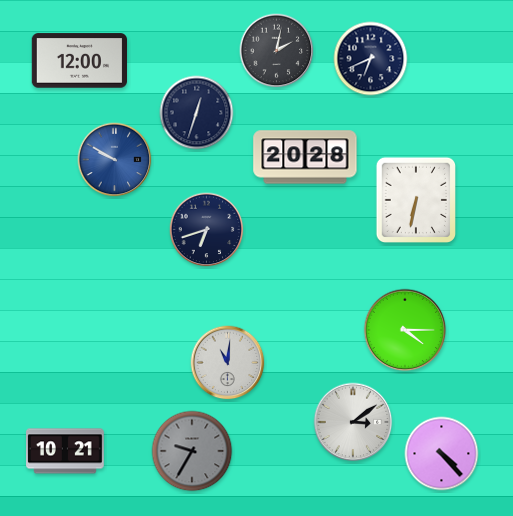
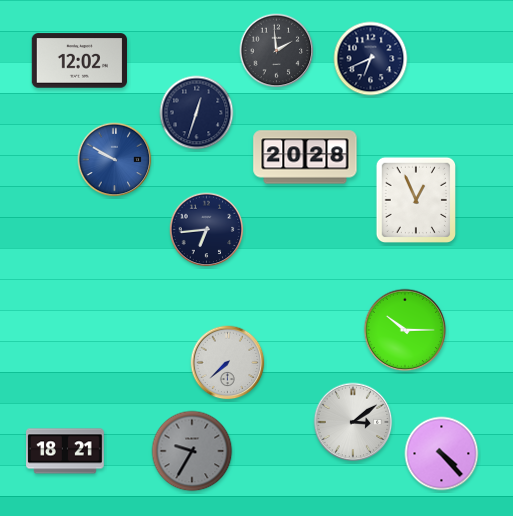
clock at (277, 51): 2:02 -> 1:59
clock at (79, 61): 12:00 -> 12:02
clock at (415, 199): 6:32 -> 12:56
clock at (207, 230): 6:42 -> 6:44
clock at (405, 330): 4:15 -> 10:15
clock at (228, 363): 11:01 -> 7:38
clock at (66, 451): 10:21 -> 18:21
